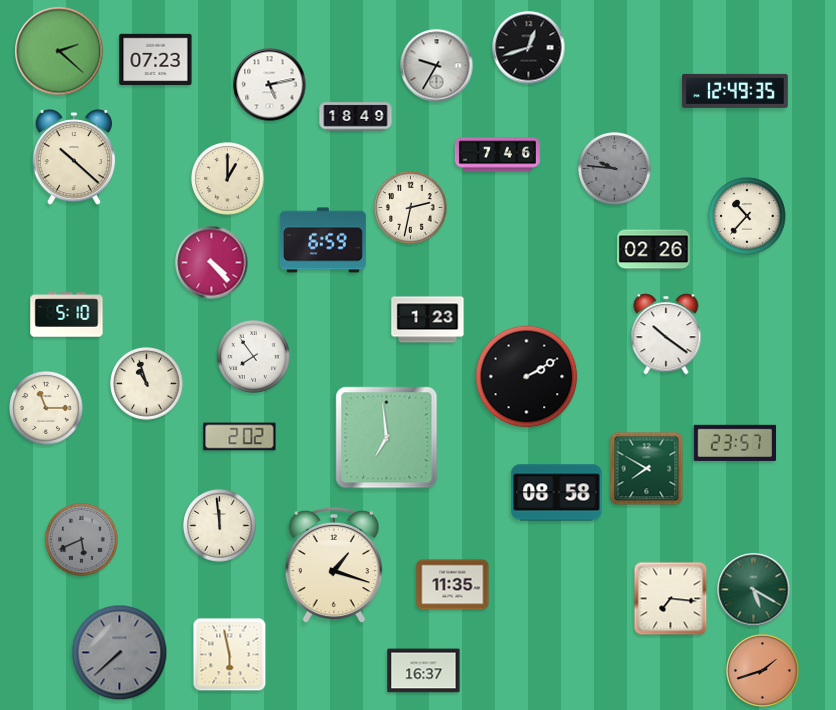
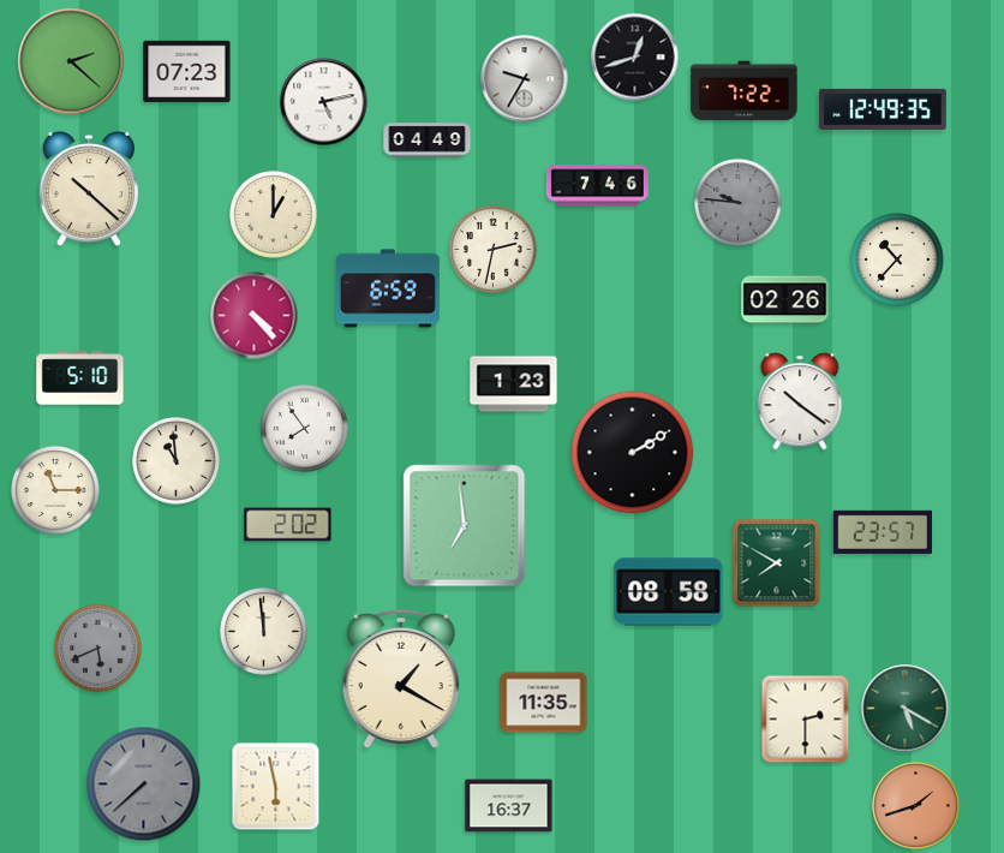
clock at (745, 91): none -> 7:22
clock at (356, 117): 18:49 -> 04:49
clock at (147, 384): 10:57 -> 10:59
clock at (334, 565): 1:18 -> 1:20
clock at (671, 599): 7:16 -> 2:30
